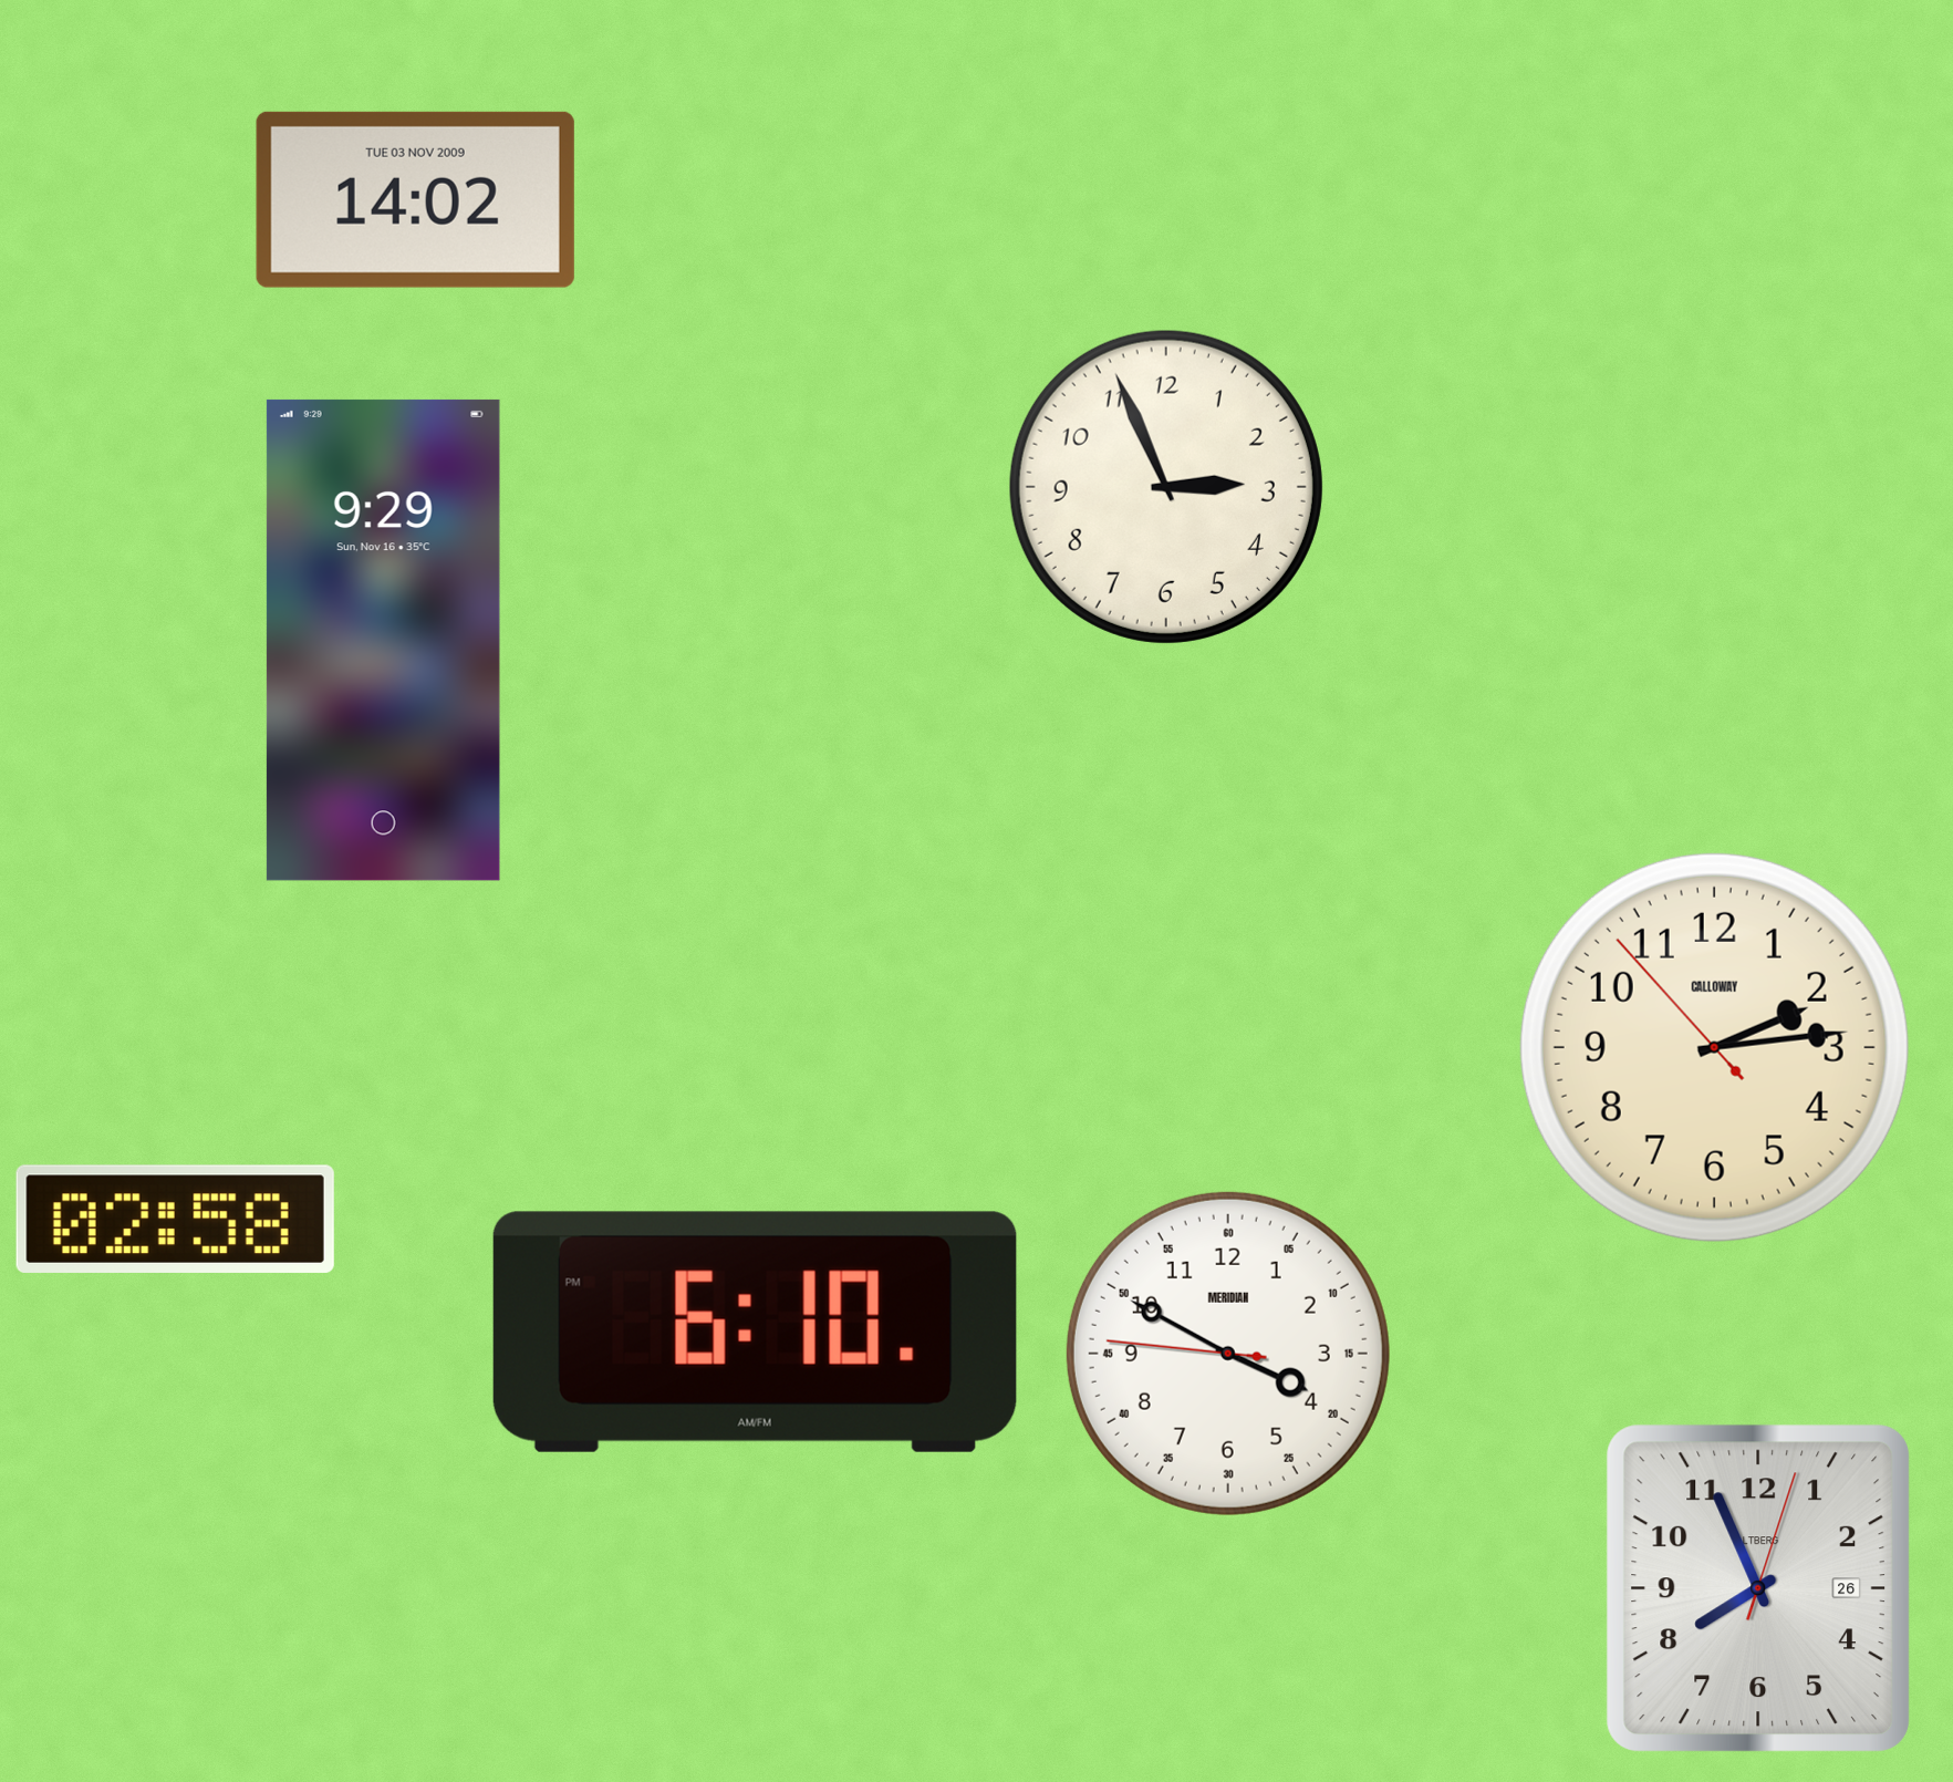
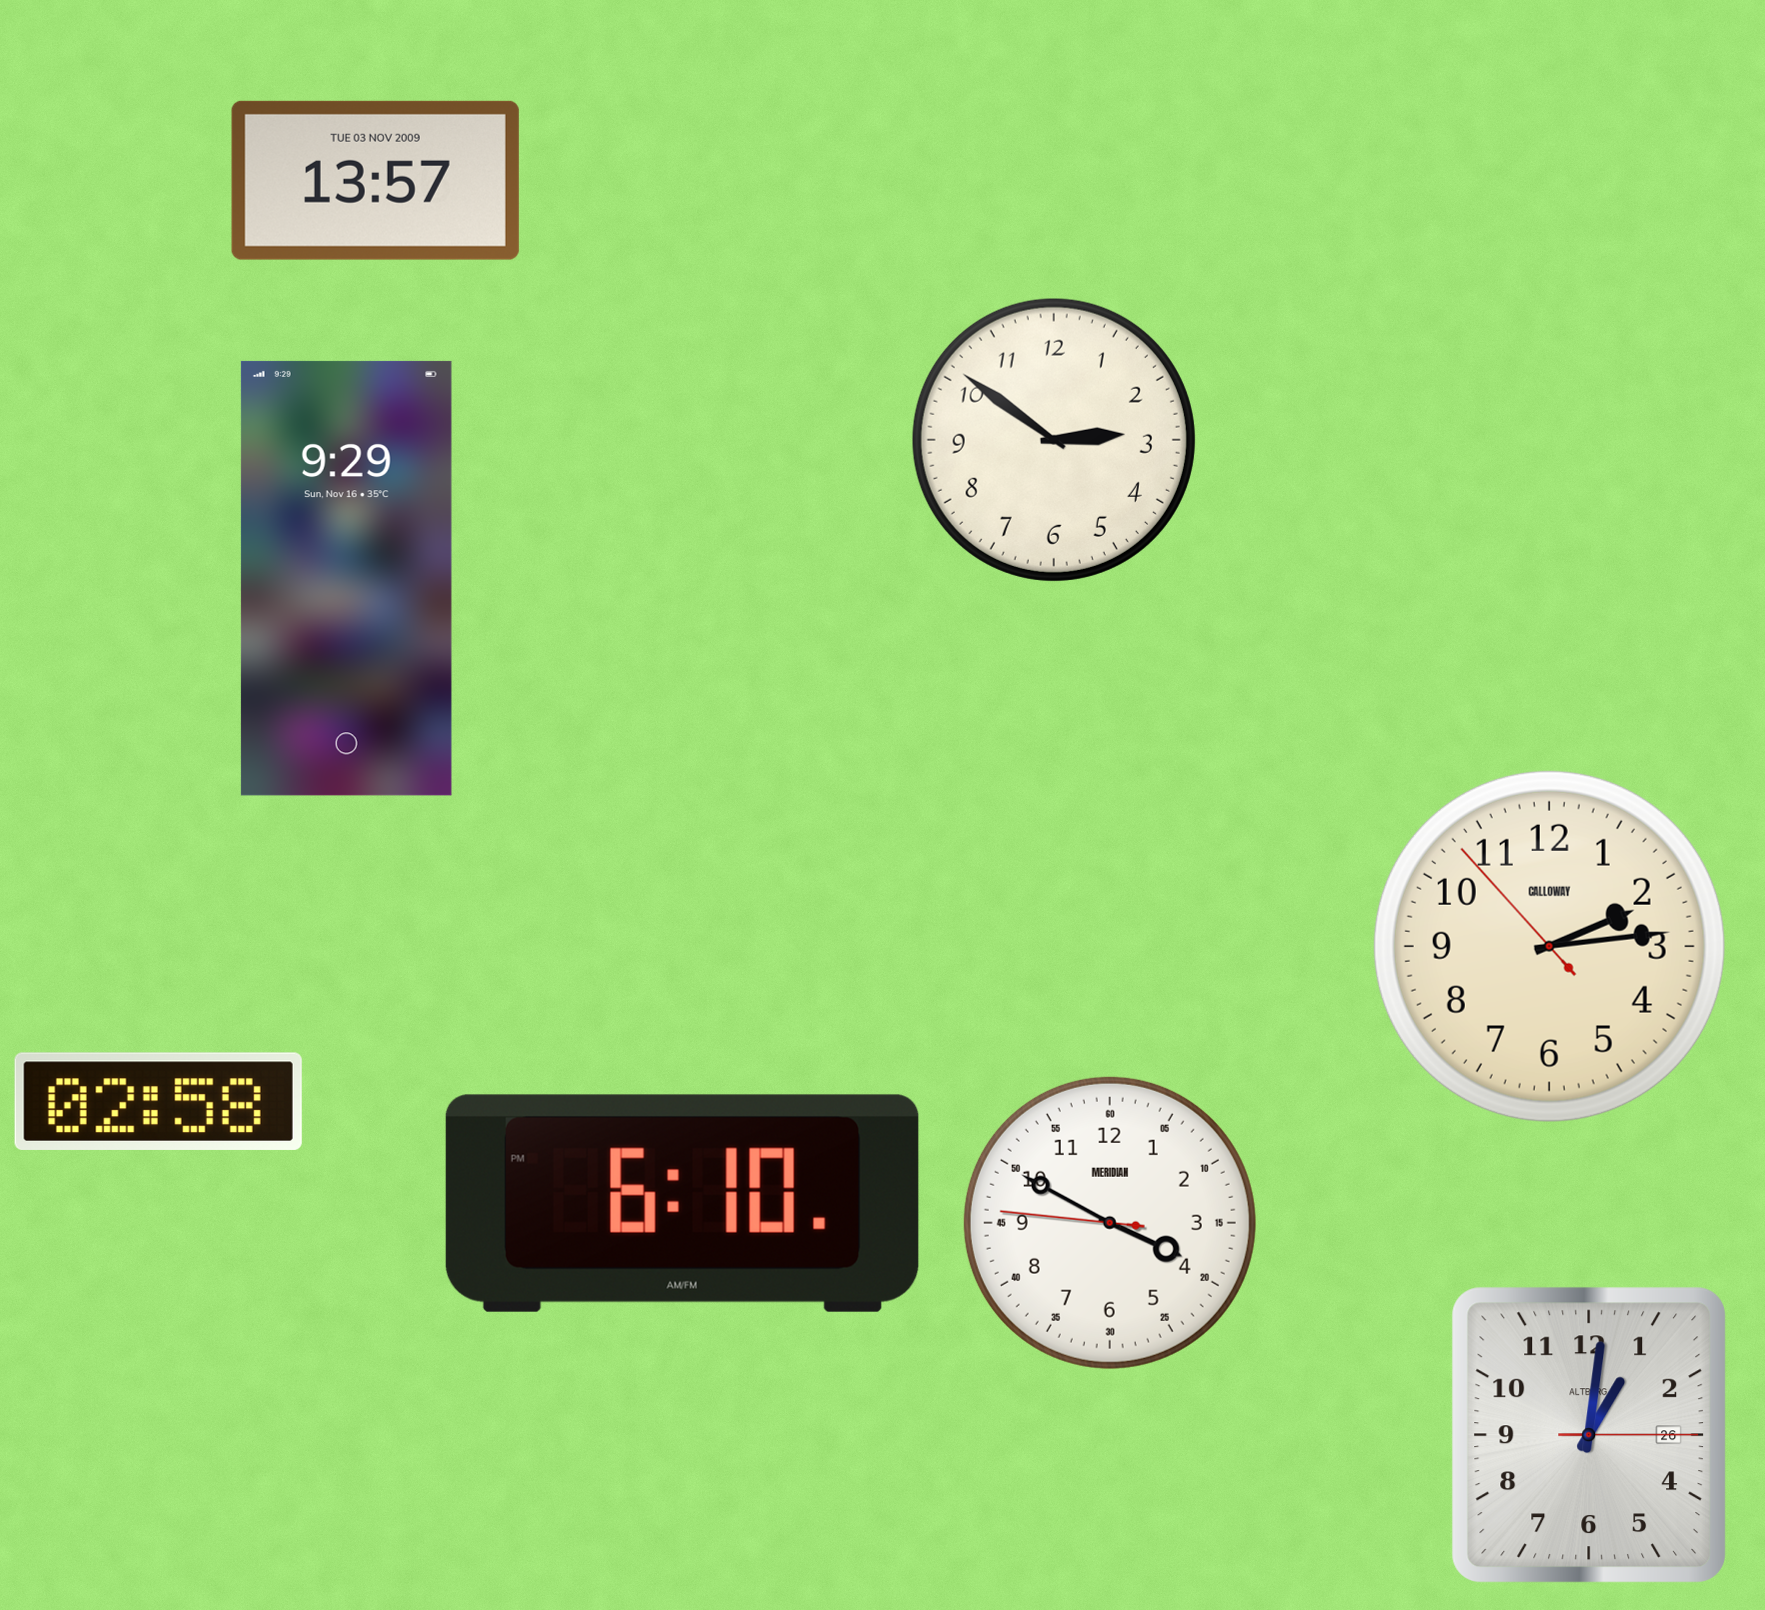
clock at (415, 199): 14:02 -> 13:57
clock at (1166, 487): 2:56 -> 2:51
clock at (1758, 1588): 7:56 -> 1:01
